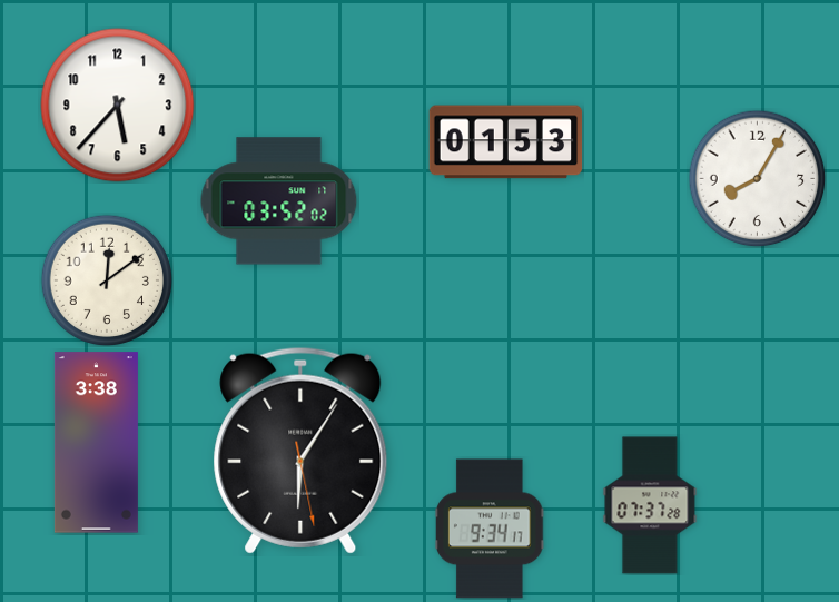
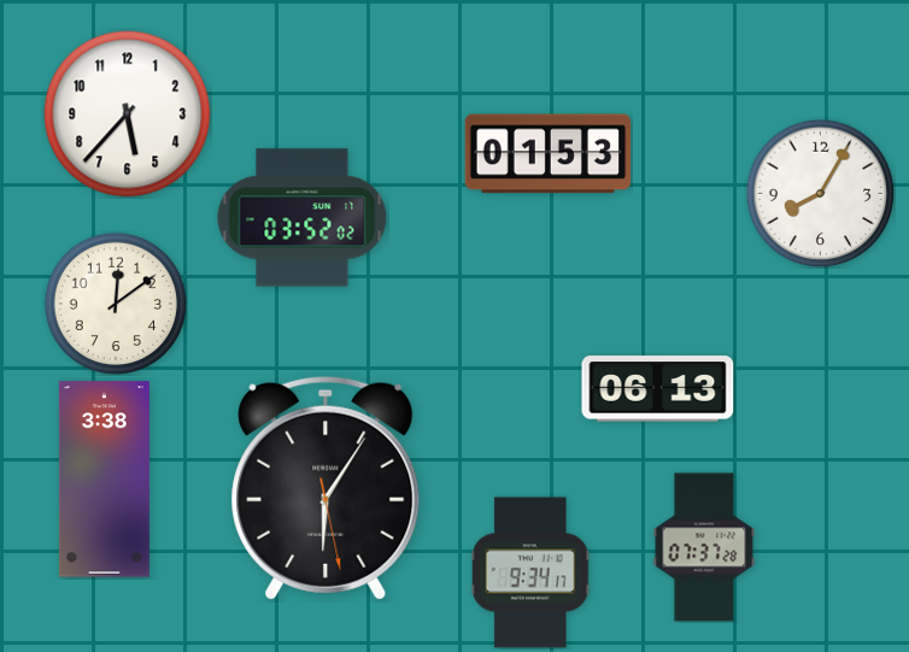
clock at (658, 389): none -> 06:13
